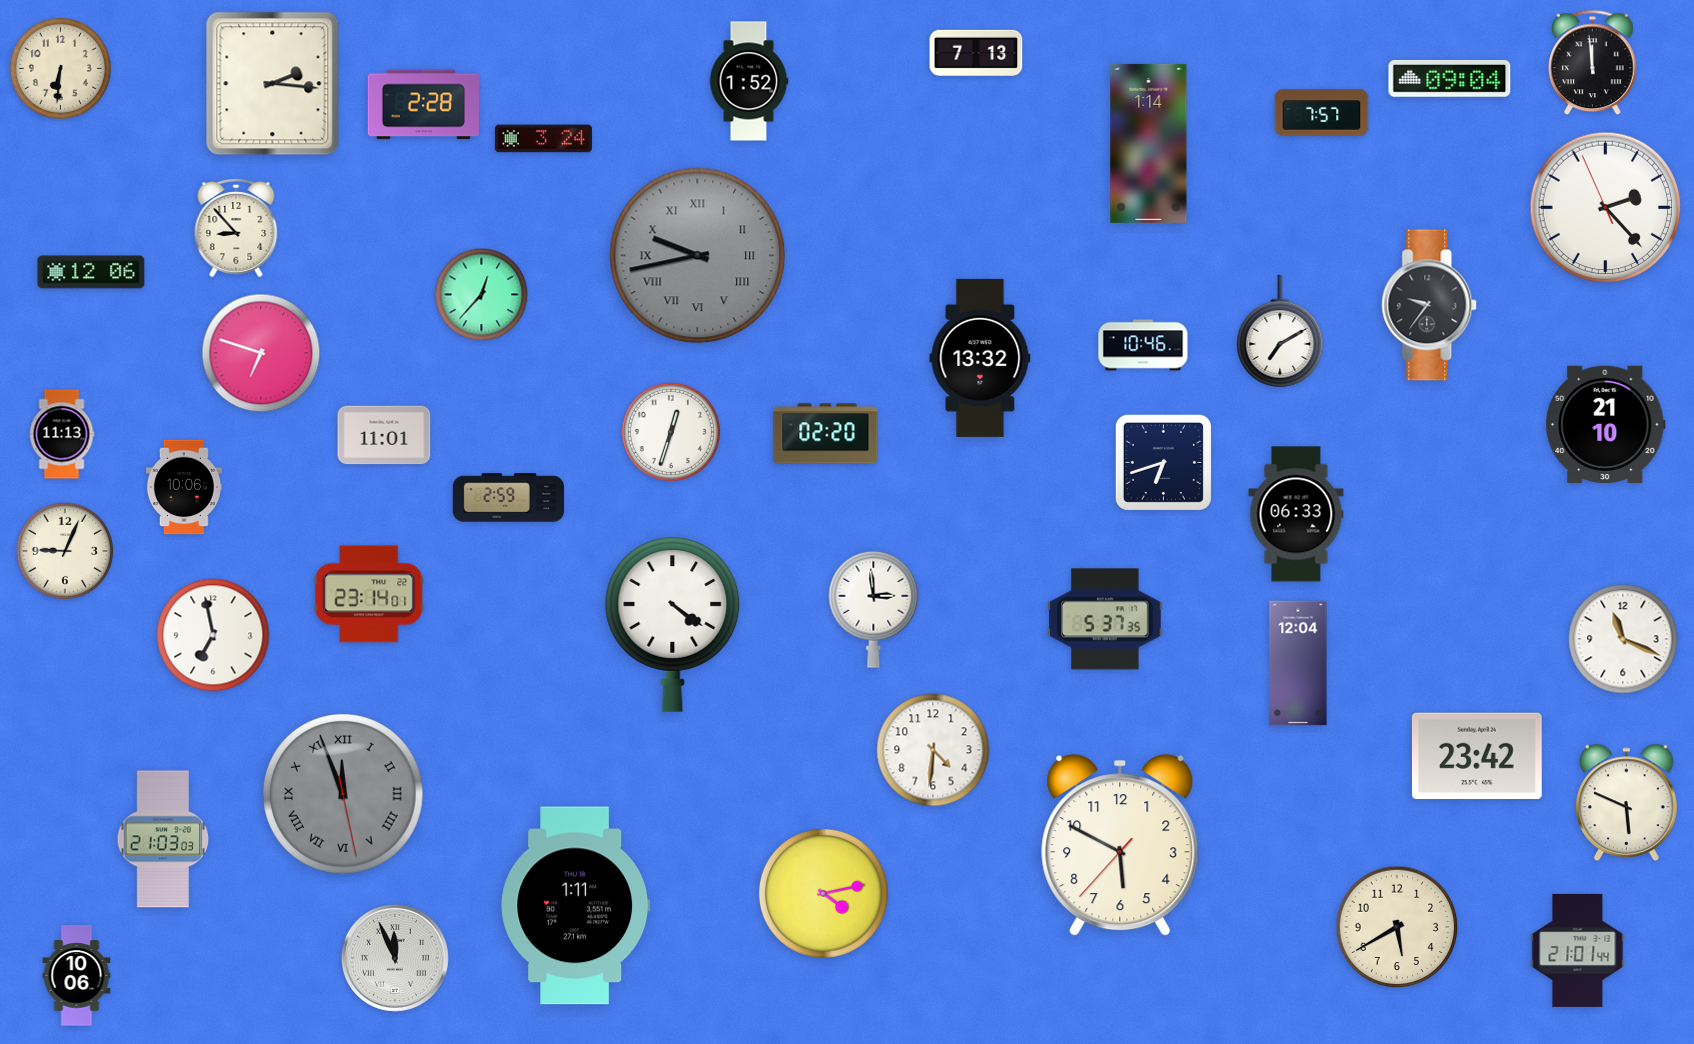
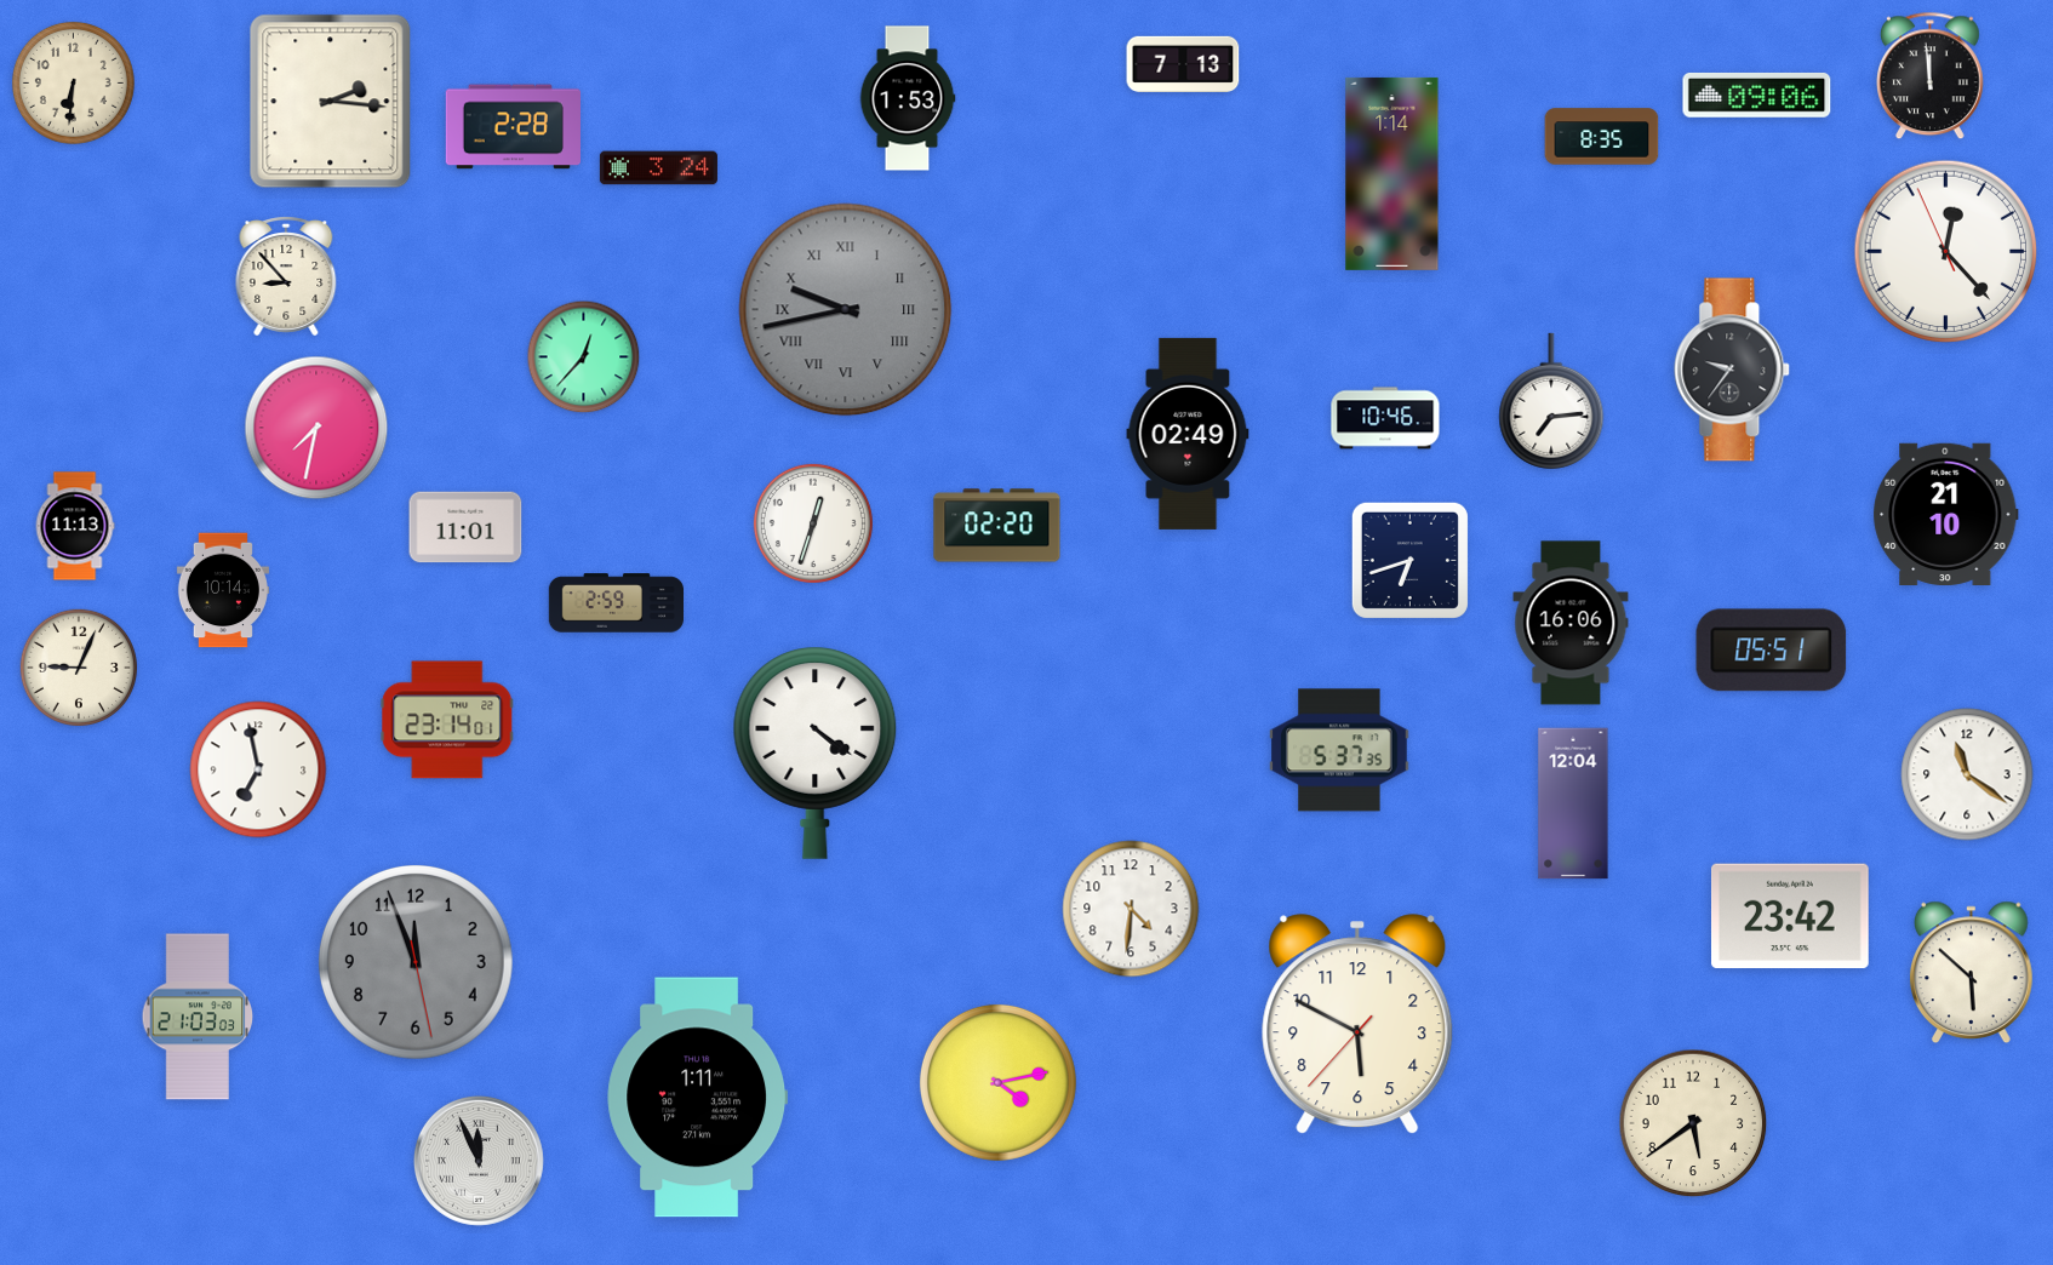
clock at (1450, 78): 09:04 -> 09:06
clock at (749, 81): 1:52 -> 1:53
clock at (1322, 113): 7:57 -> 8:35
clock at (1606, 208): 2:22 -> 12:22
clock at (91, 272): 12:06 -> none
clock at (1280, 331): 7:10 -> 7:14
clock at (261, 353): 6:48 -> 7:32
clock at (980, 358): 13:32 -> 02:49
clock at (826, 434) position: (826, 434) -> (997, 526)
clock at (184, 487): 10:06 -> 10:14
clock at (1296, 514): 06:33 -> 16:06
clock at (1772, 651): none -> 05:51
clock at (874, 609): 2:59 -> none
clock at (673, 624) position: (673, 624) -> (816, 752)
clock at (1623, 639): 11:19 -> 11:21
clock at (343, 794) numerals: Roman -> Arabic
clock at (1627, 803): 5:49 -> 5:52
clock at (1397, 927): 5:40 -> 5:39
clock at (1578, 950): 21:01 -> none
clock at (77, 976): 10:06 -> none
